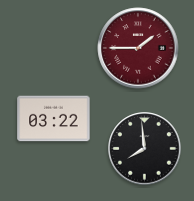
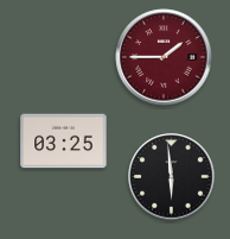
clock at (54, 119): 03:22 -> 03:25
clock at (145, 149): 7:59 -> 5:59
